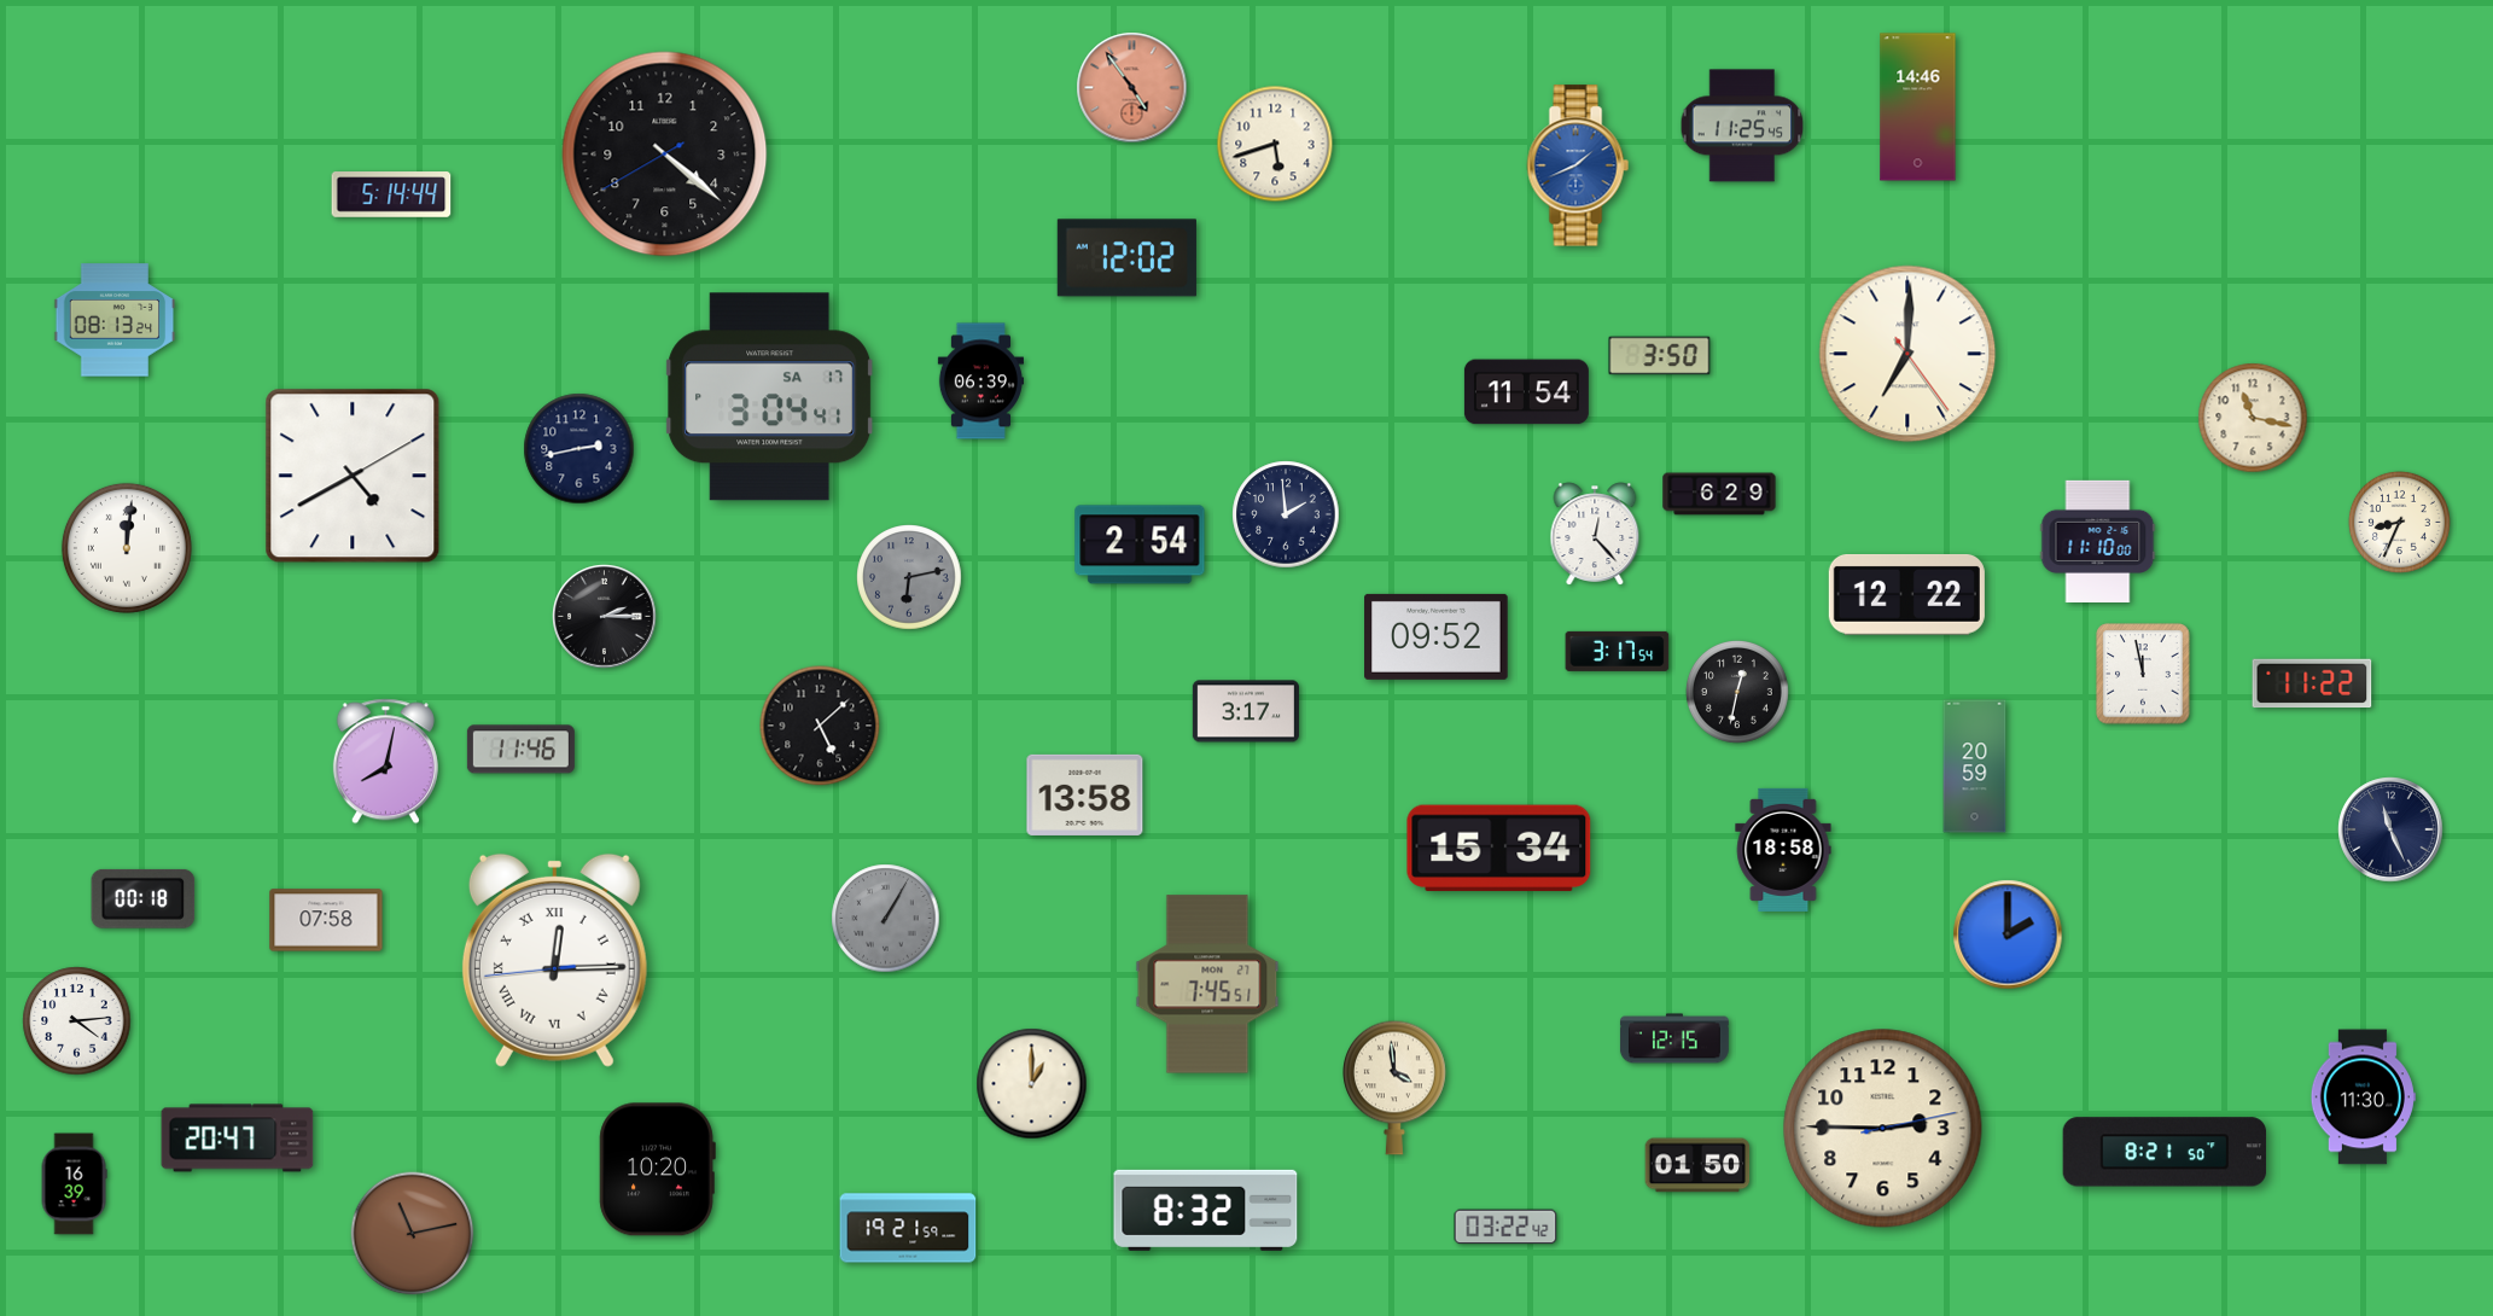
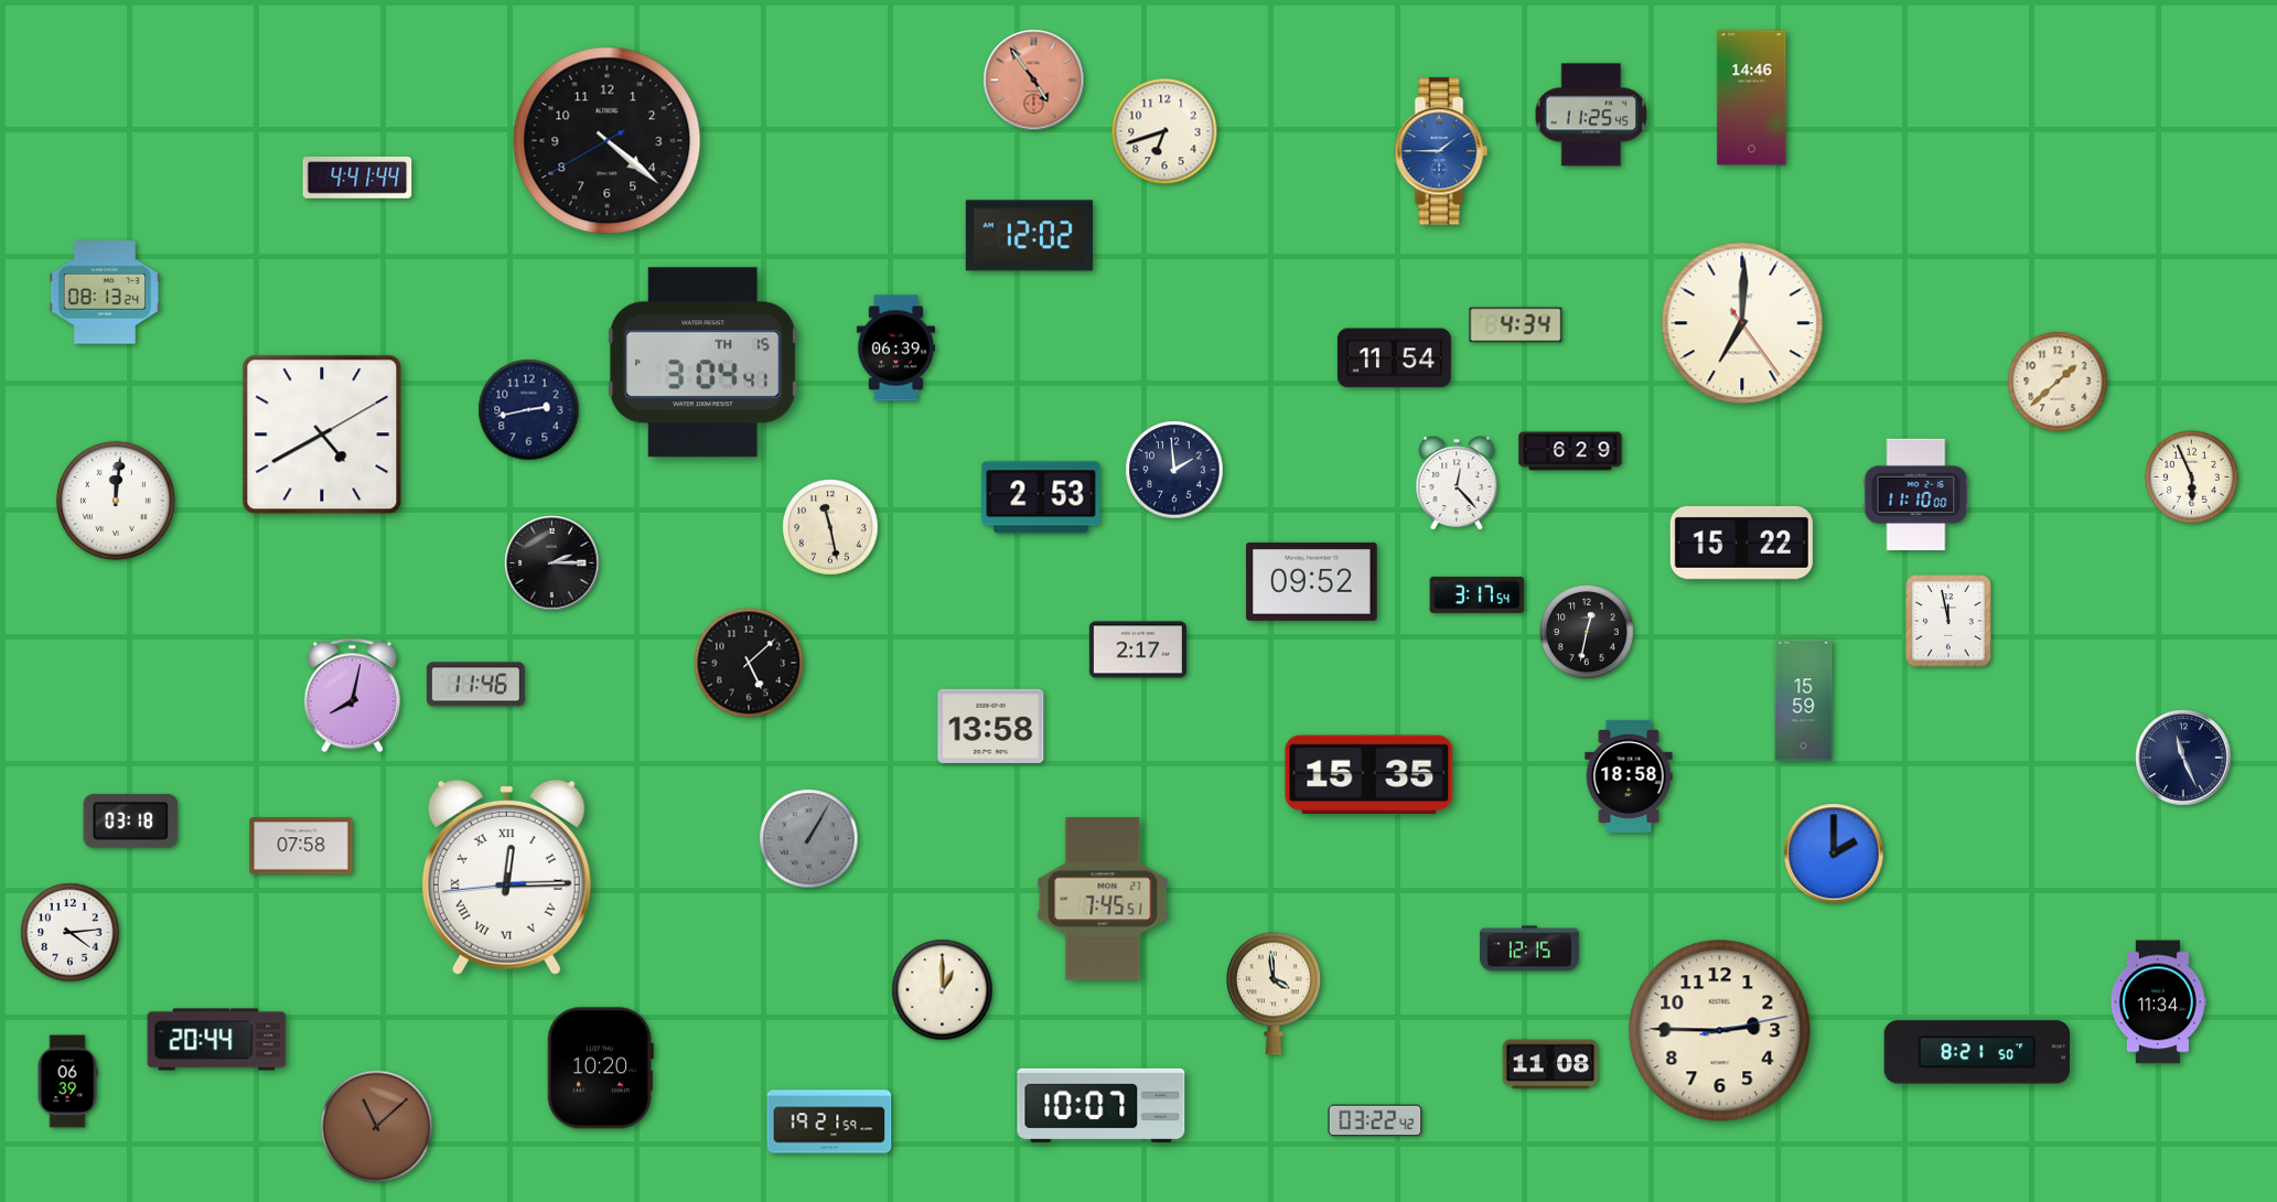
clock at (1275, 144): 5:42 -> 6:42
clock at (1578, 165): 1:41 -> 1:45
clock at (391, 194): 5:14 -> 4:41
clock at (1660, 356): 3:50 -> 4:34
clock at (770, 397) date: SA 17 -> TH 15
clock at (2253, 418): 11:17 -> 1:38
clock at (2399, 522): 8:34 -> 5:56
clock at (1595, 534) position: (1595, 534) -> (1457, 483)
clock at (1140, 545): 2:54 -> 2:53
clock at (909, 577): 6:13 -> 11:28
clock at (909, 577) dial: grey -> cream
clock at (1906, 595): 12:22 -> 15:22
clock at (2143, 674) position: (2143, 674) -> (1948, 621)
clock at (2312, 683): 11:22 -> none
clock at (1246, 711): 3:17 -> 2:17
clock at (1975, 767): 20:59 -> 15:59
clock at (1499, 849): 15:34 -> 15:35
clock at (144, 898): 00:18 -> 03:18
clock at (326, 920) position: (326, 920) -> (301, 846)
clock at (2363, 1097): 11:30 -> 11:34
clock at (238, 1139): 20:47 -> 20:44
clock at (1697, 1165): 01:50 -> 11:08
clock at (74, 1184): 16:39 -> 06:39
clock at (1206, 1210): 8:32 -> 10:07
clock at (413, 1234): 11:13 -> 11:08
